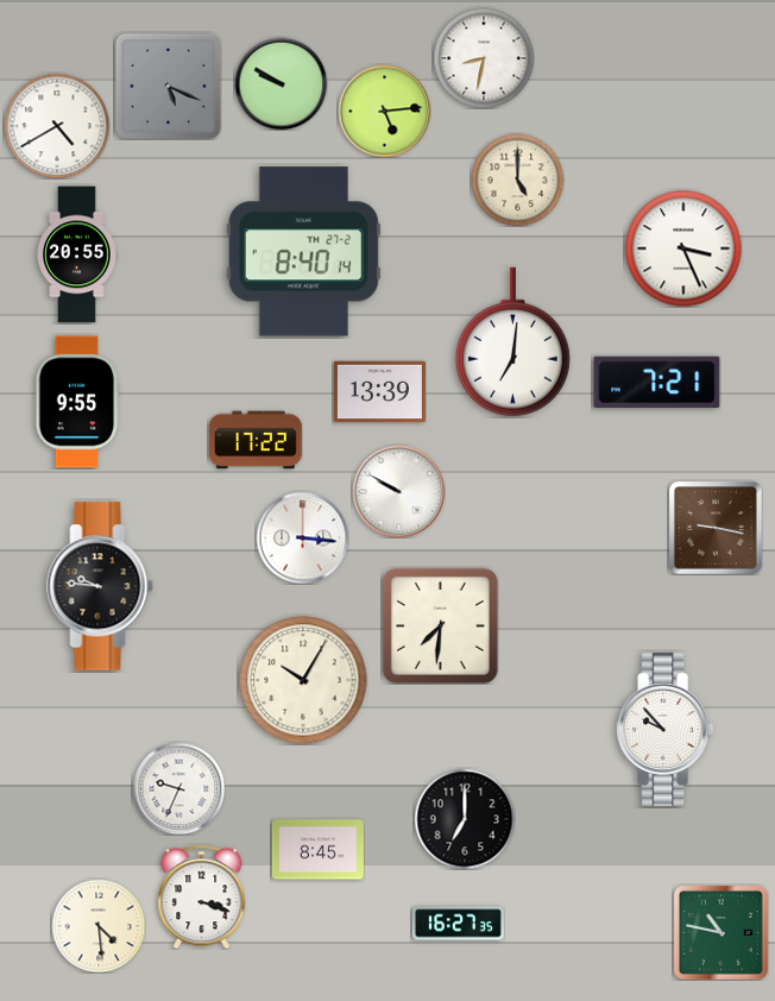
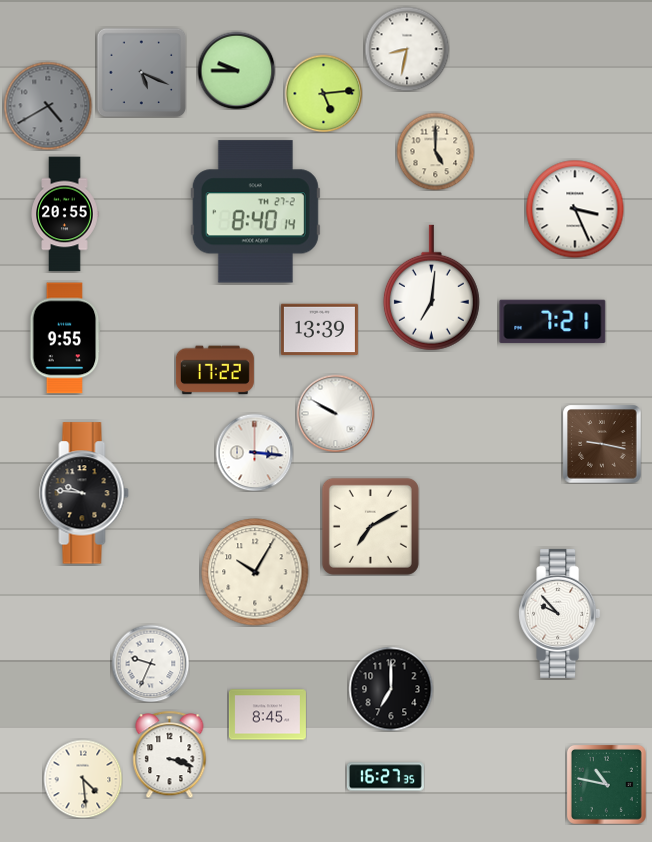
clock at (281, 83): 9:50 -> 9:45
clock at (57, 126) dial: white -> grey
clock at (440, 625): 7:31 -> 7:10
